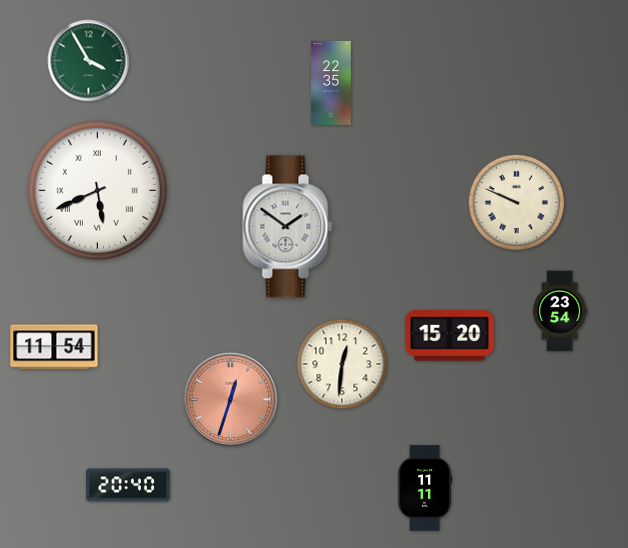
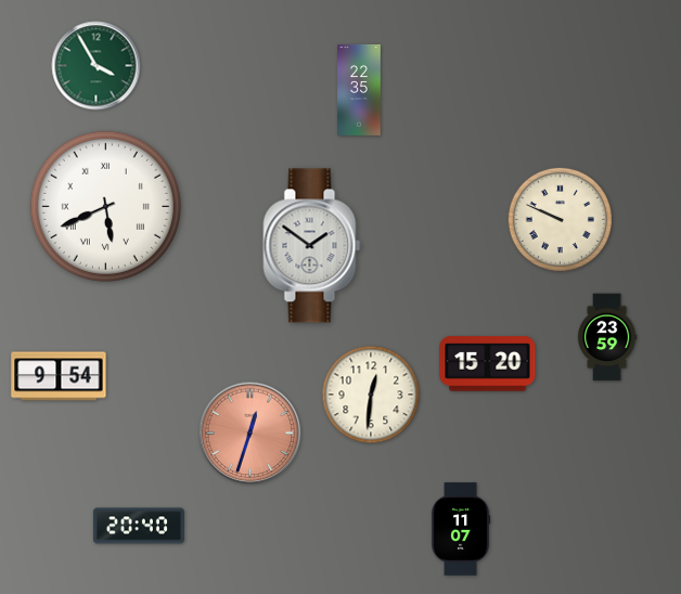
clock at (560, 311): 23:54 -> 23:59
clock at (54, 347): 11:54 -> 9:54
clock at (425, 488): 11:11 -> 11:07
